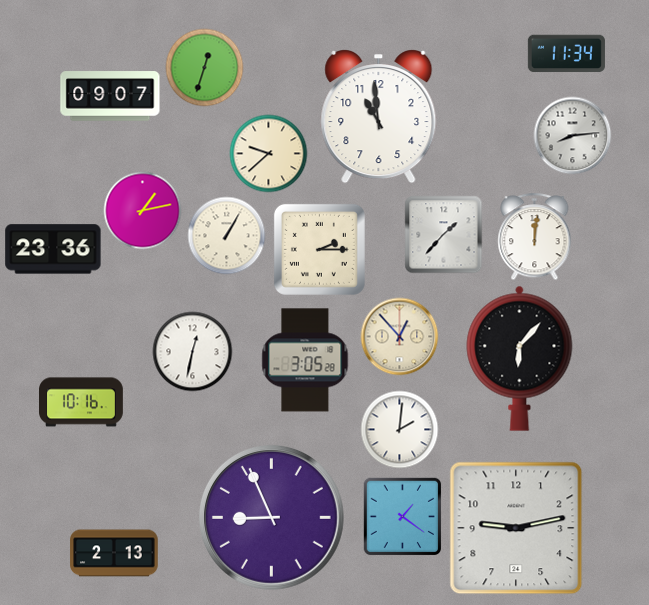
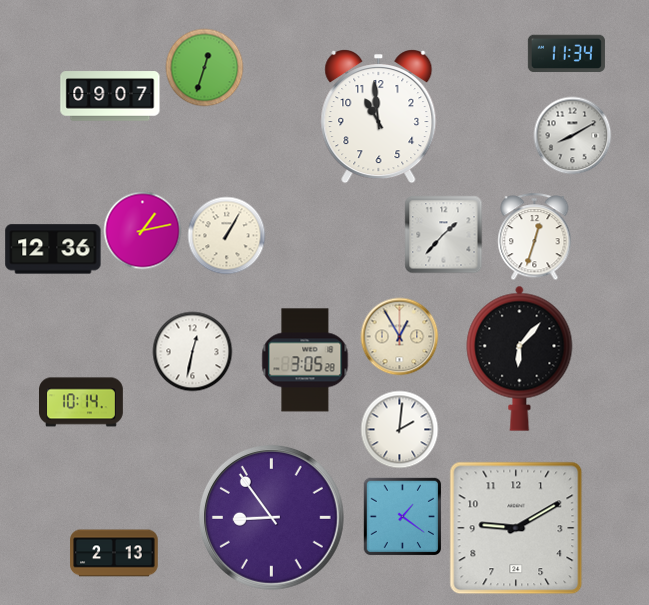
clock at (572, 135): 8:14 -> 8:10
clock at (268, 153): 9:38 -> none
clock at (142, 210) position: (142, 210) -> (142, 230)
clock at (535, 236): 12:01 -> 12:33
clock at (53, 249): 23:36 -> 12:36
clock at (319, 249): 2:15 -> none
clock at (399, 336): 12:53 -> 12:55
clock at (82, 402): 10:16 -> 10:14
clock at (271, 517): 8:56 -> 8:54
clock at (516, 528): 9:13 -> 9:10
